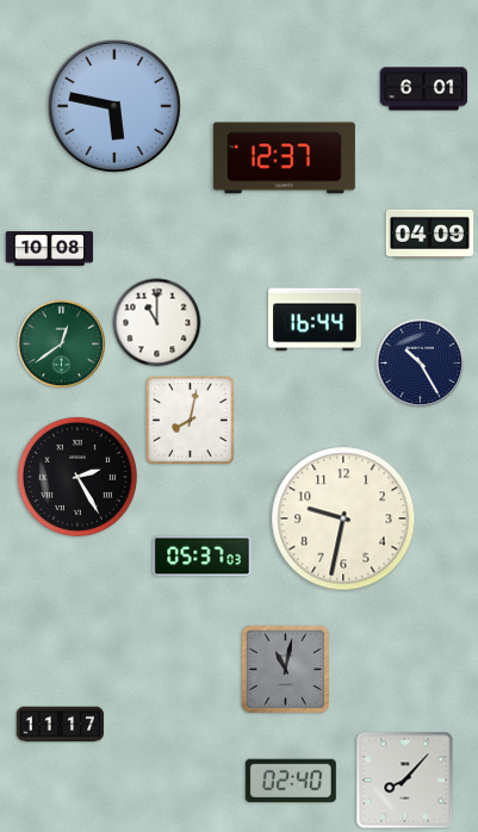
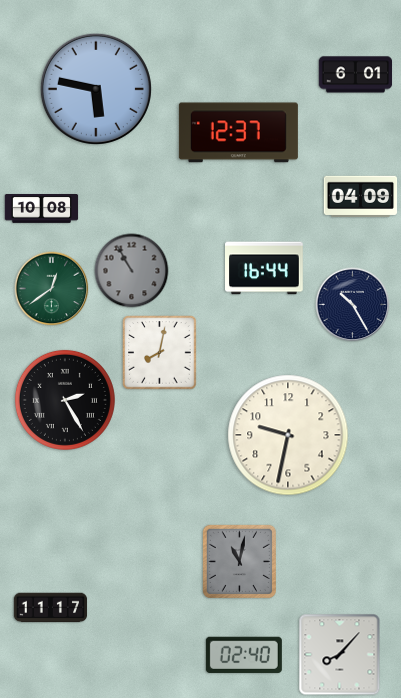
clock at (157, 323): 11:00 -> 10:55
clock at (157, 323) dial: white -> grey
clock at (203, 557): 05:37 -> none
